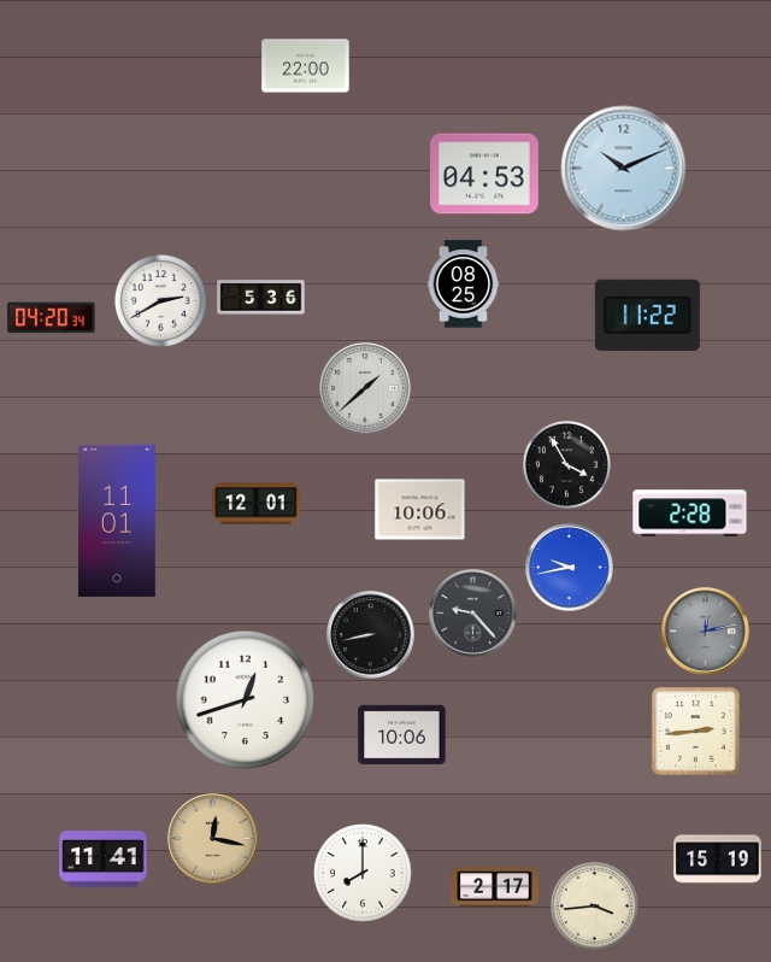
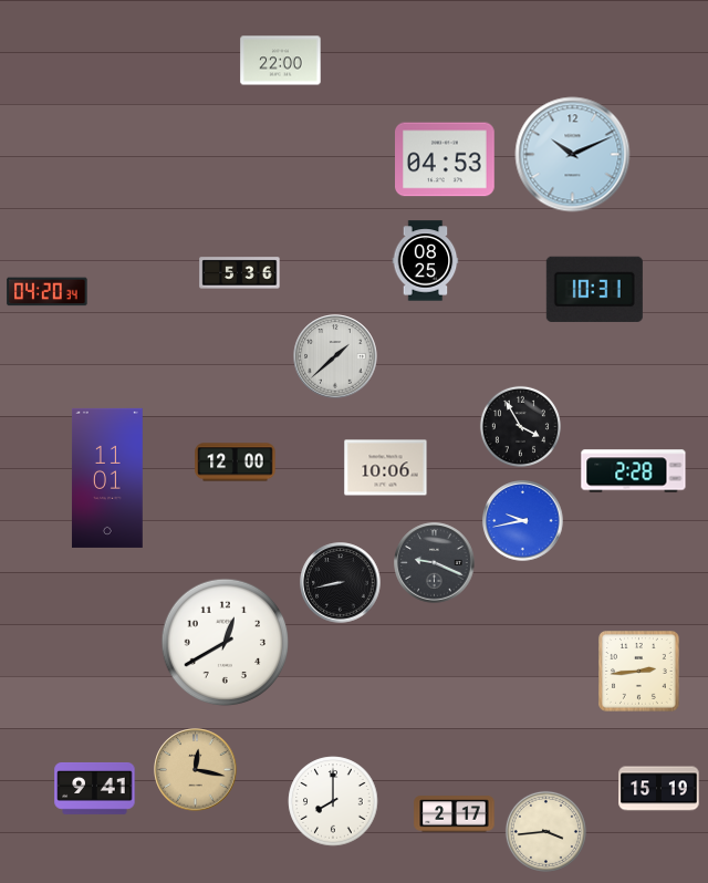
clock at (160, 300): 2:40 -> none
clock at (647, 315): 11:22 -> 10:31
clock at (257, 504): 12:01 -> 12:00
clock at (473, 614): 9:23 -> 9:19
clock at (706, 632): 12:13 -> none
clock at (246, 700): 12:42 -> 12:40
clock at (402, 735): 10:06 -> none
clock at (104, 858): 11:41 -> 9:41
